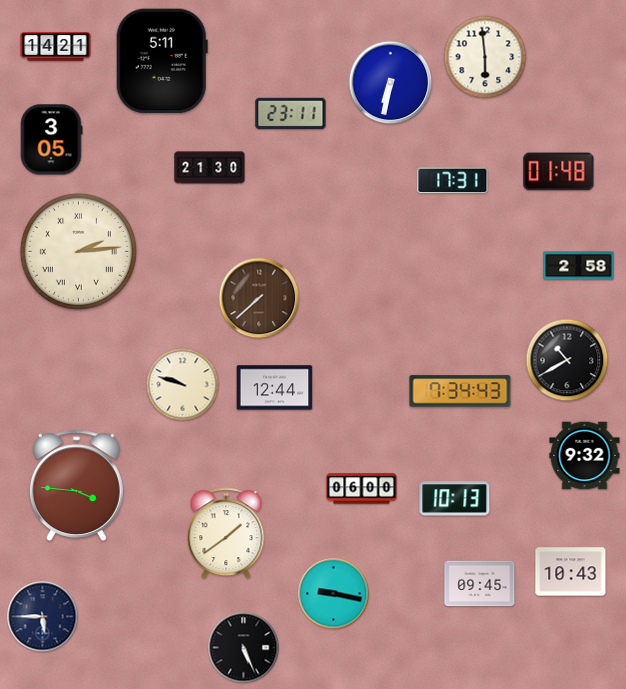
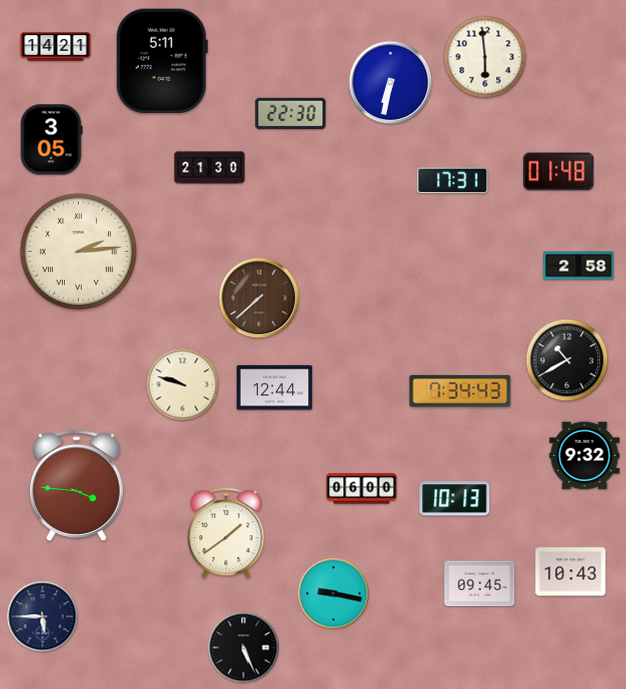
clock at (291, 113): 23:11 -> 22:30
